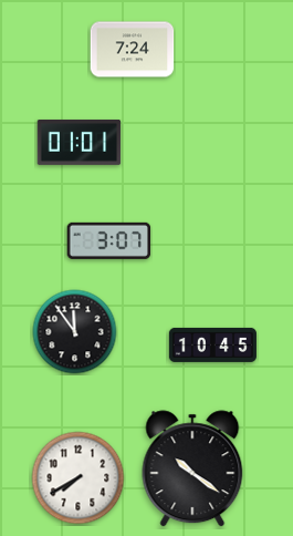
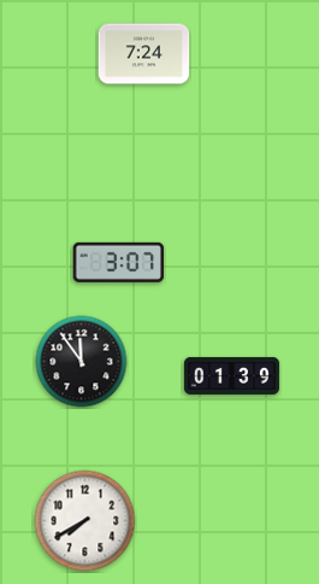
clock at (80, 143): 01:01 -> none
clock at (212, 344): 10:45 -> 01:39
clock at (192, 468): 10:21 -> none
